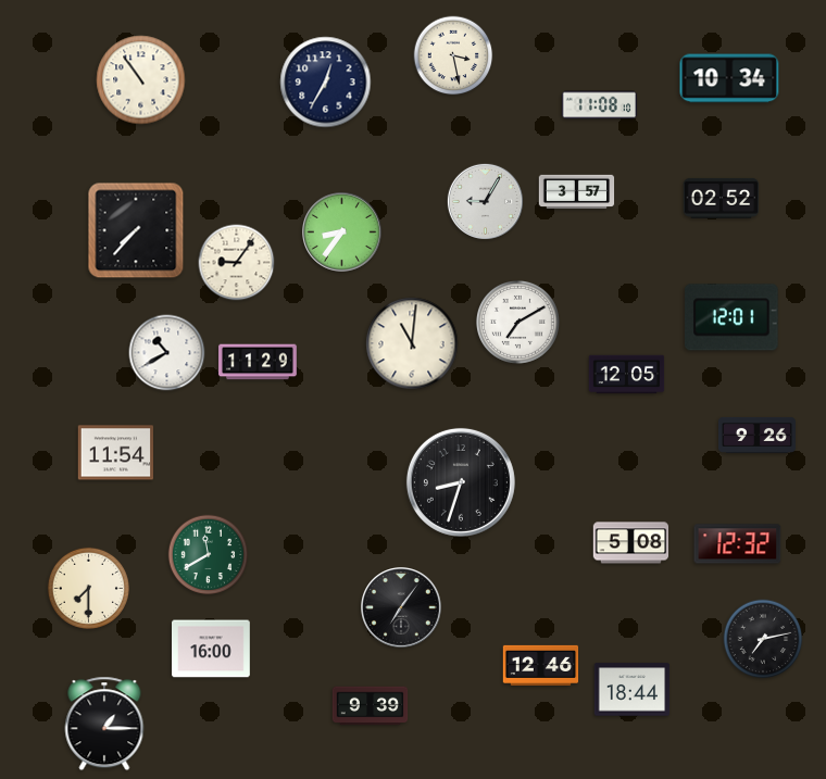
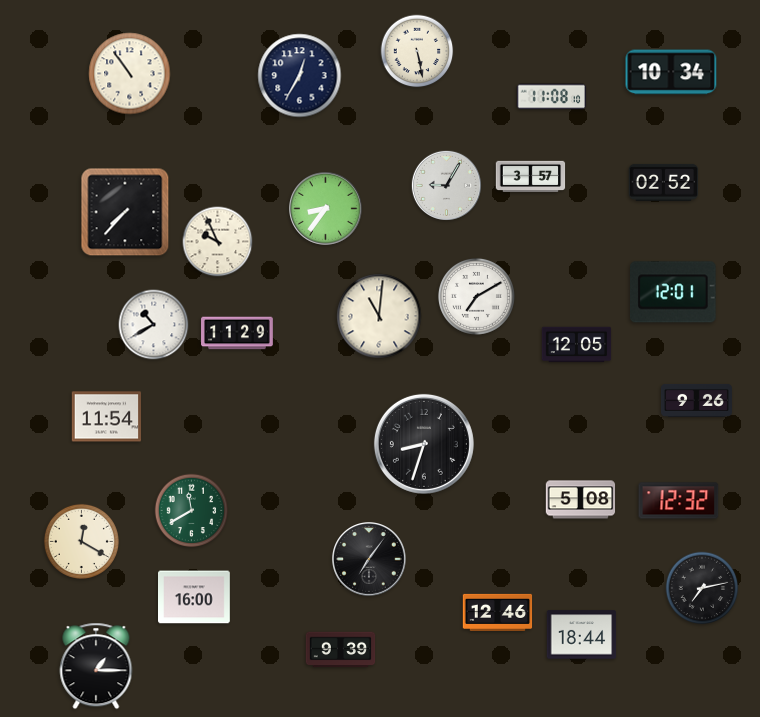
clock at (453, 55): 3:28 -> 5:28
clock at (342, 233) position: (342, 233) -> (326, 209)
clock at (237, 263): 9:06 -> 9:56
clock at (88, 588): 7:30 -> 12:20
